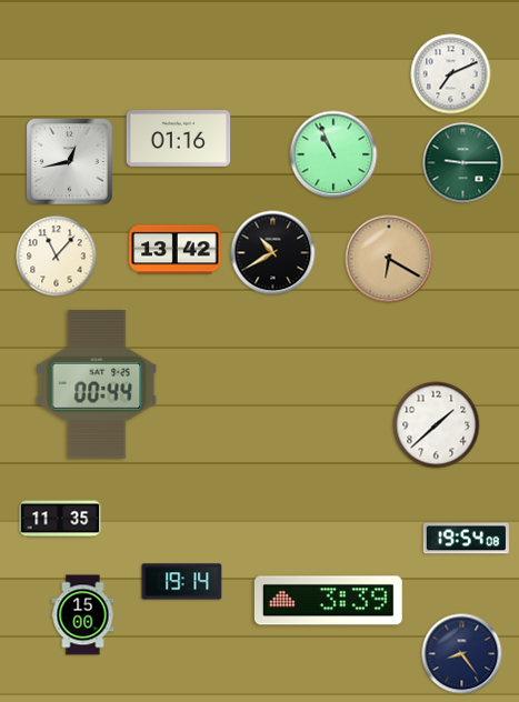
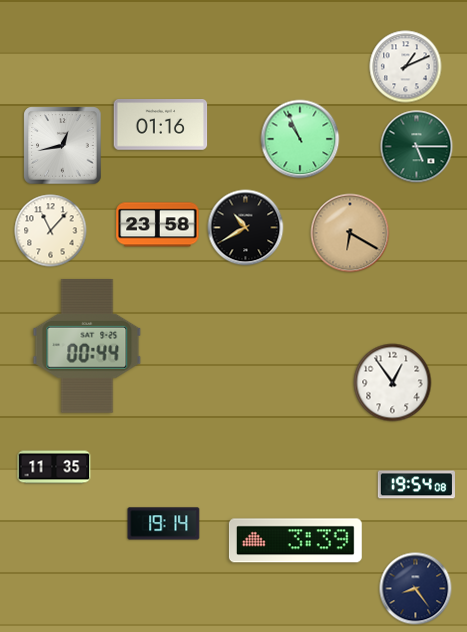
clock at (451, 74): 7:11 -> 1:11
clock at (463, 163): 9:15 -> 5:15
clock at (176, 250): 13:42 -> 23:58
clock at (437, 425): 1:38 -> 12:54
clock at (466, 539) position: (466, 539) -> (416, 485)
clock at (83, 615): 15:00 -> none
